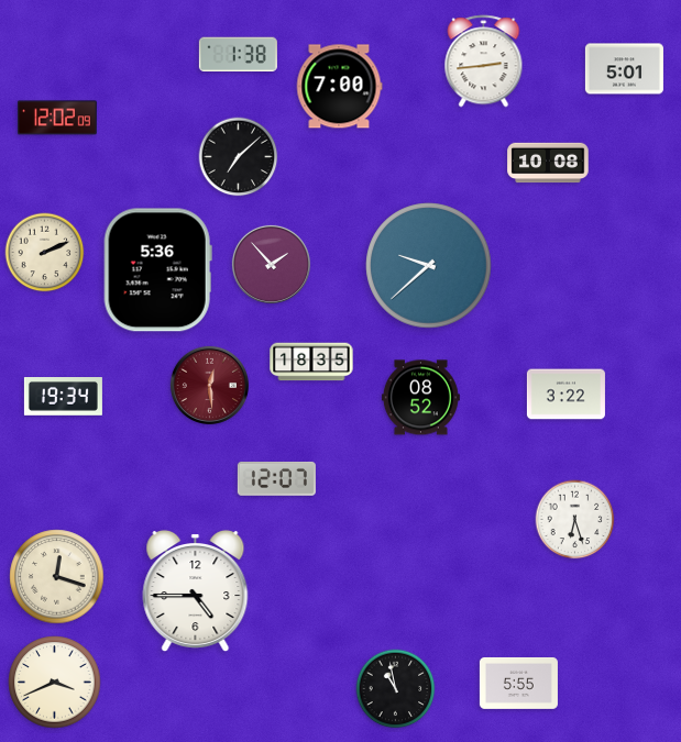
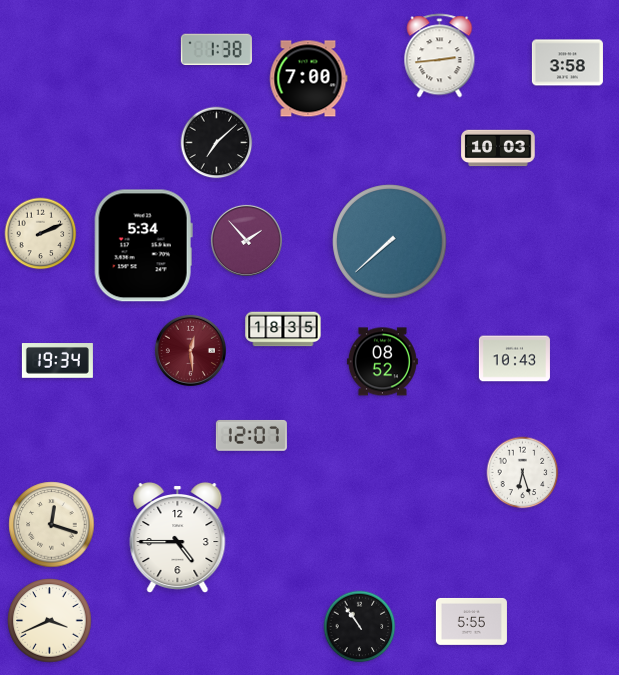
clock at (624, 69): 5:01 -> 3:58
clock at (57, 118): 12:02 -> none
clock at (548, 163): 10:08 -> 10:03
clock at (45, 253) position: (45, 253) -> (41, 234)
clock at (429, 266): 9:38 -> 7:38
clock at (157, 270): 5:36 -> 5:34
clock at (565, 395): 3:22 -> 10:43
clock at (396, 689): 10:58 -> 10:54
